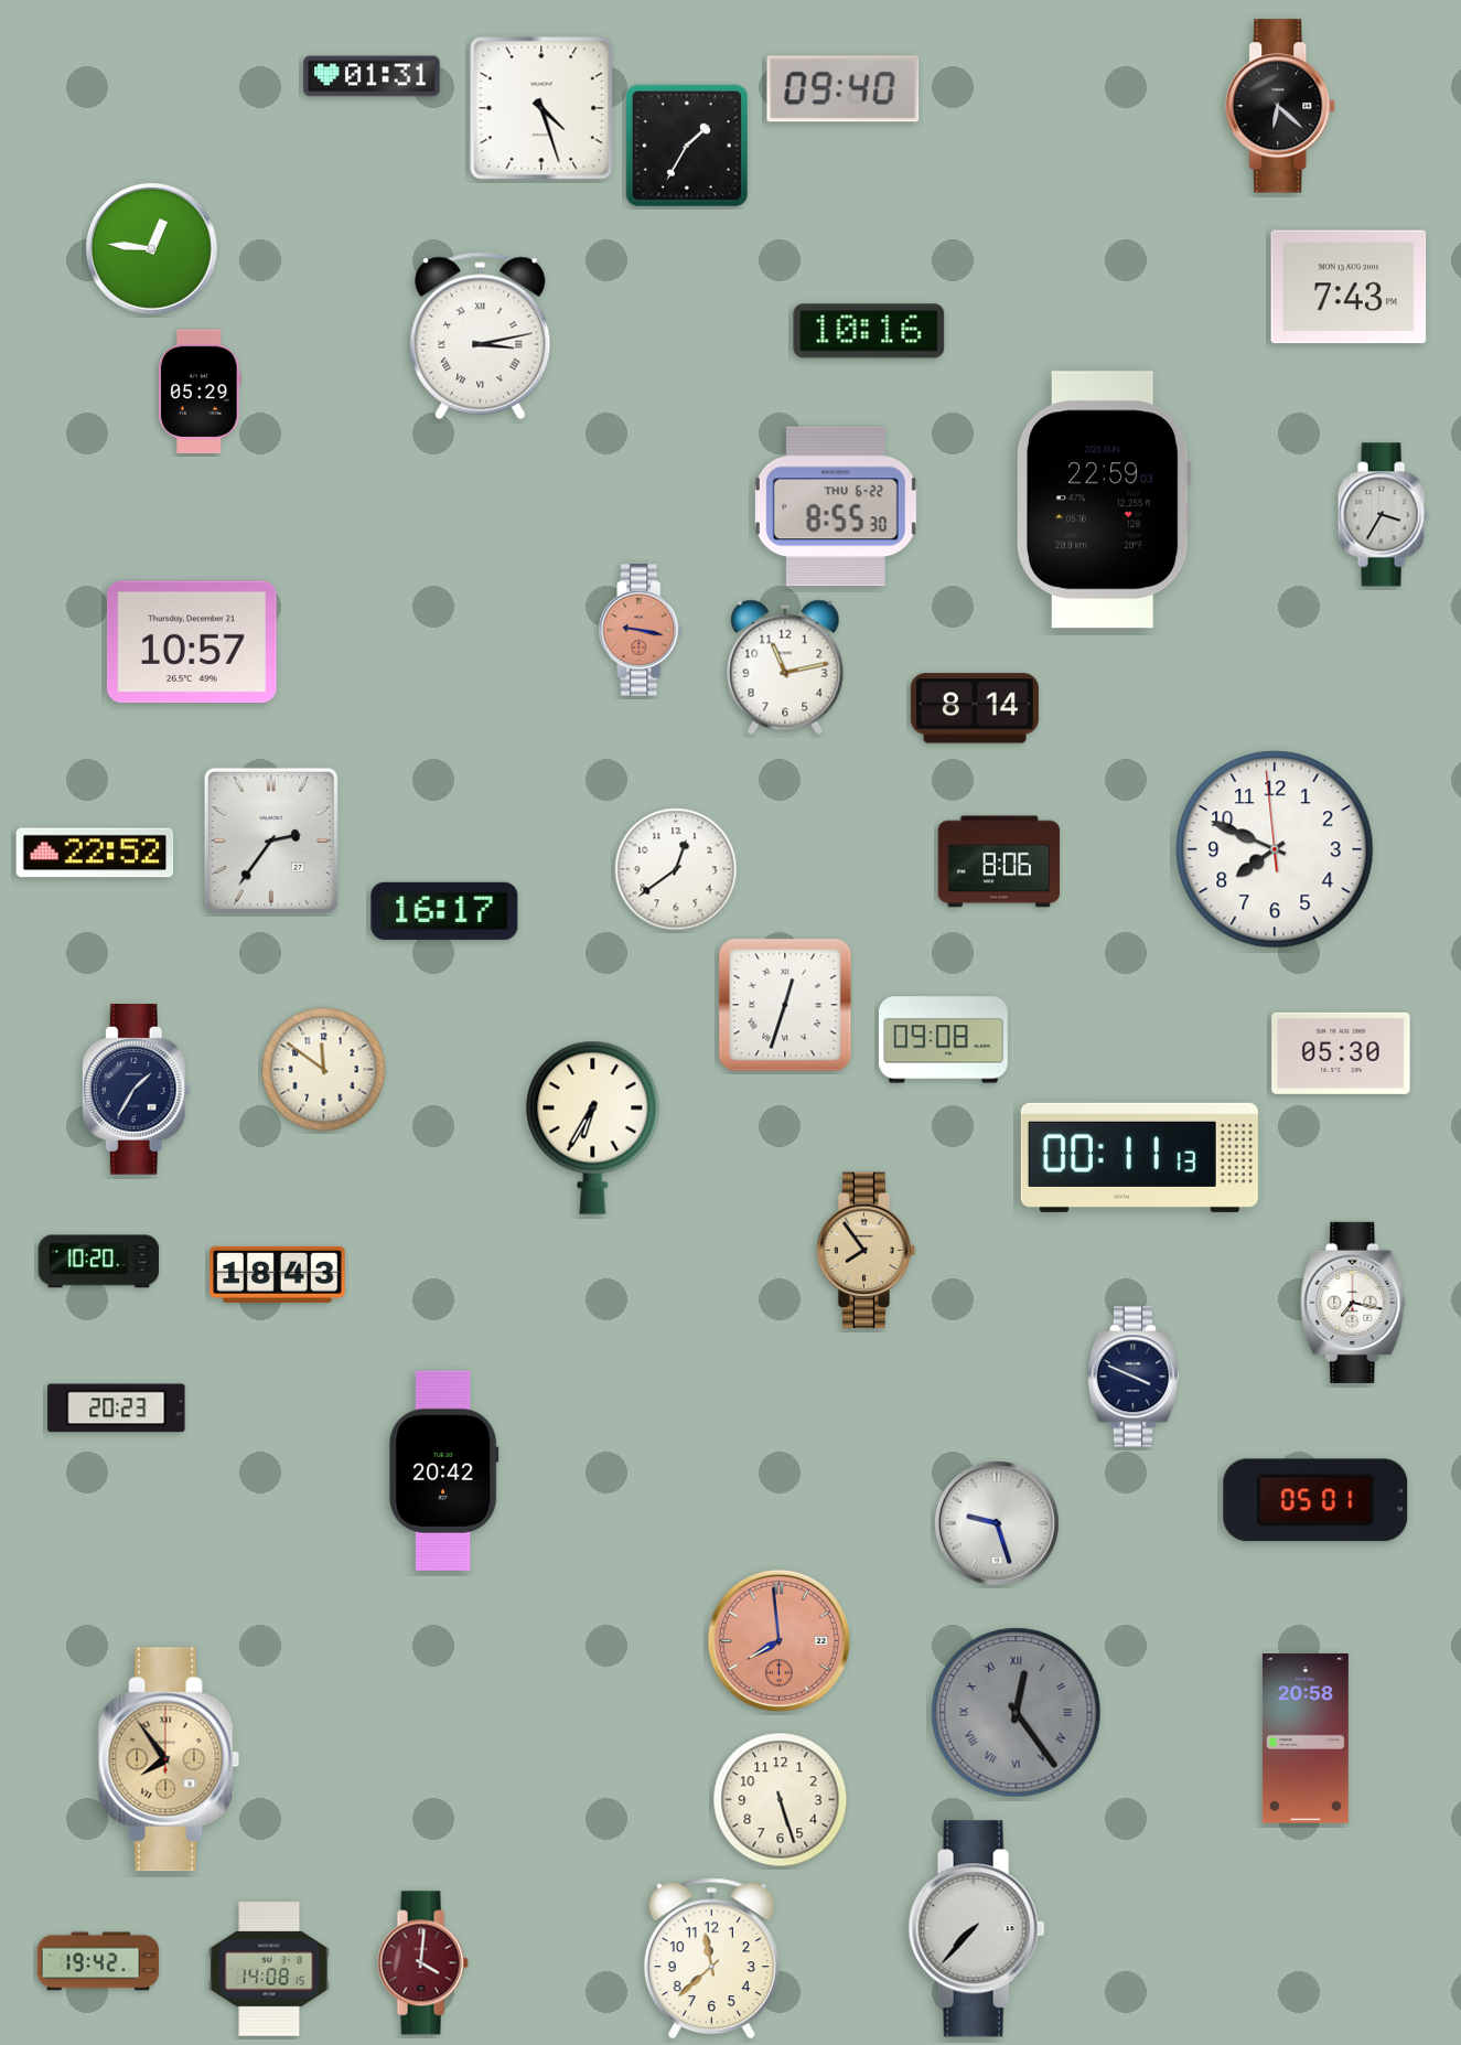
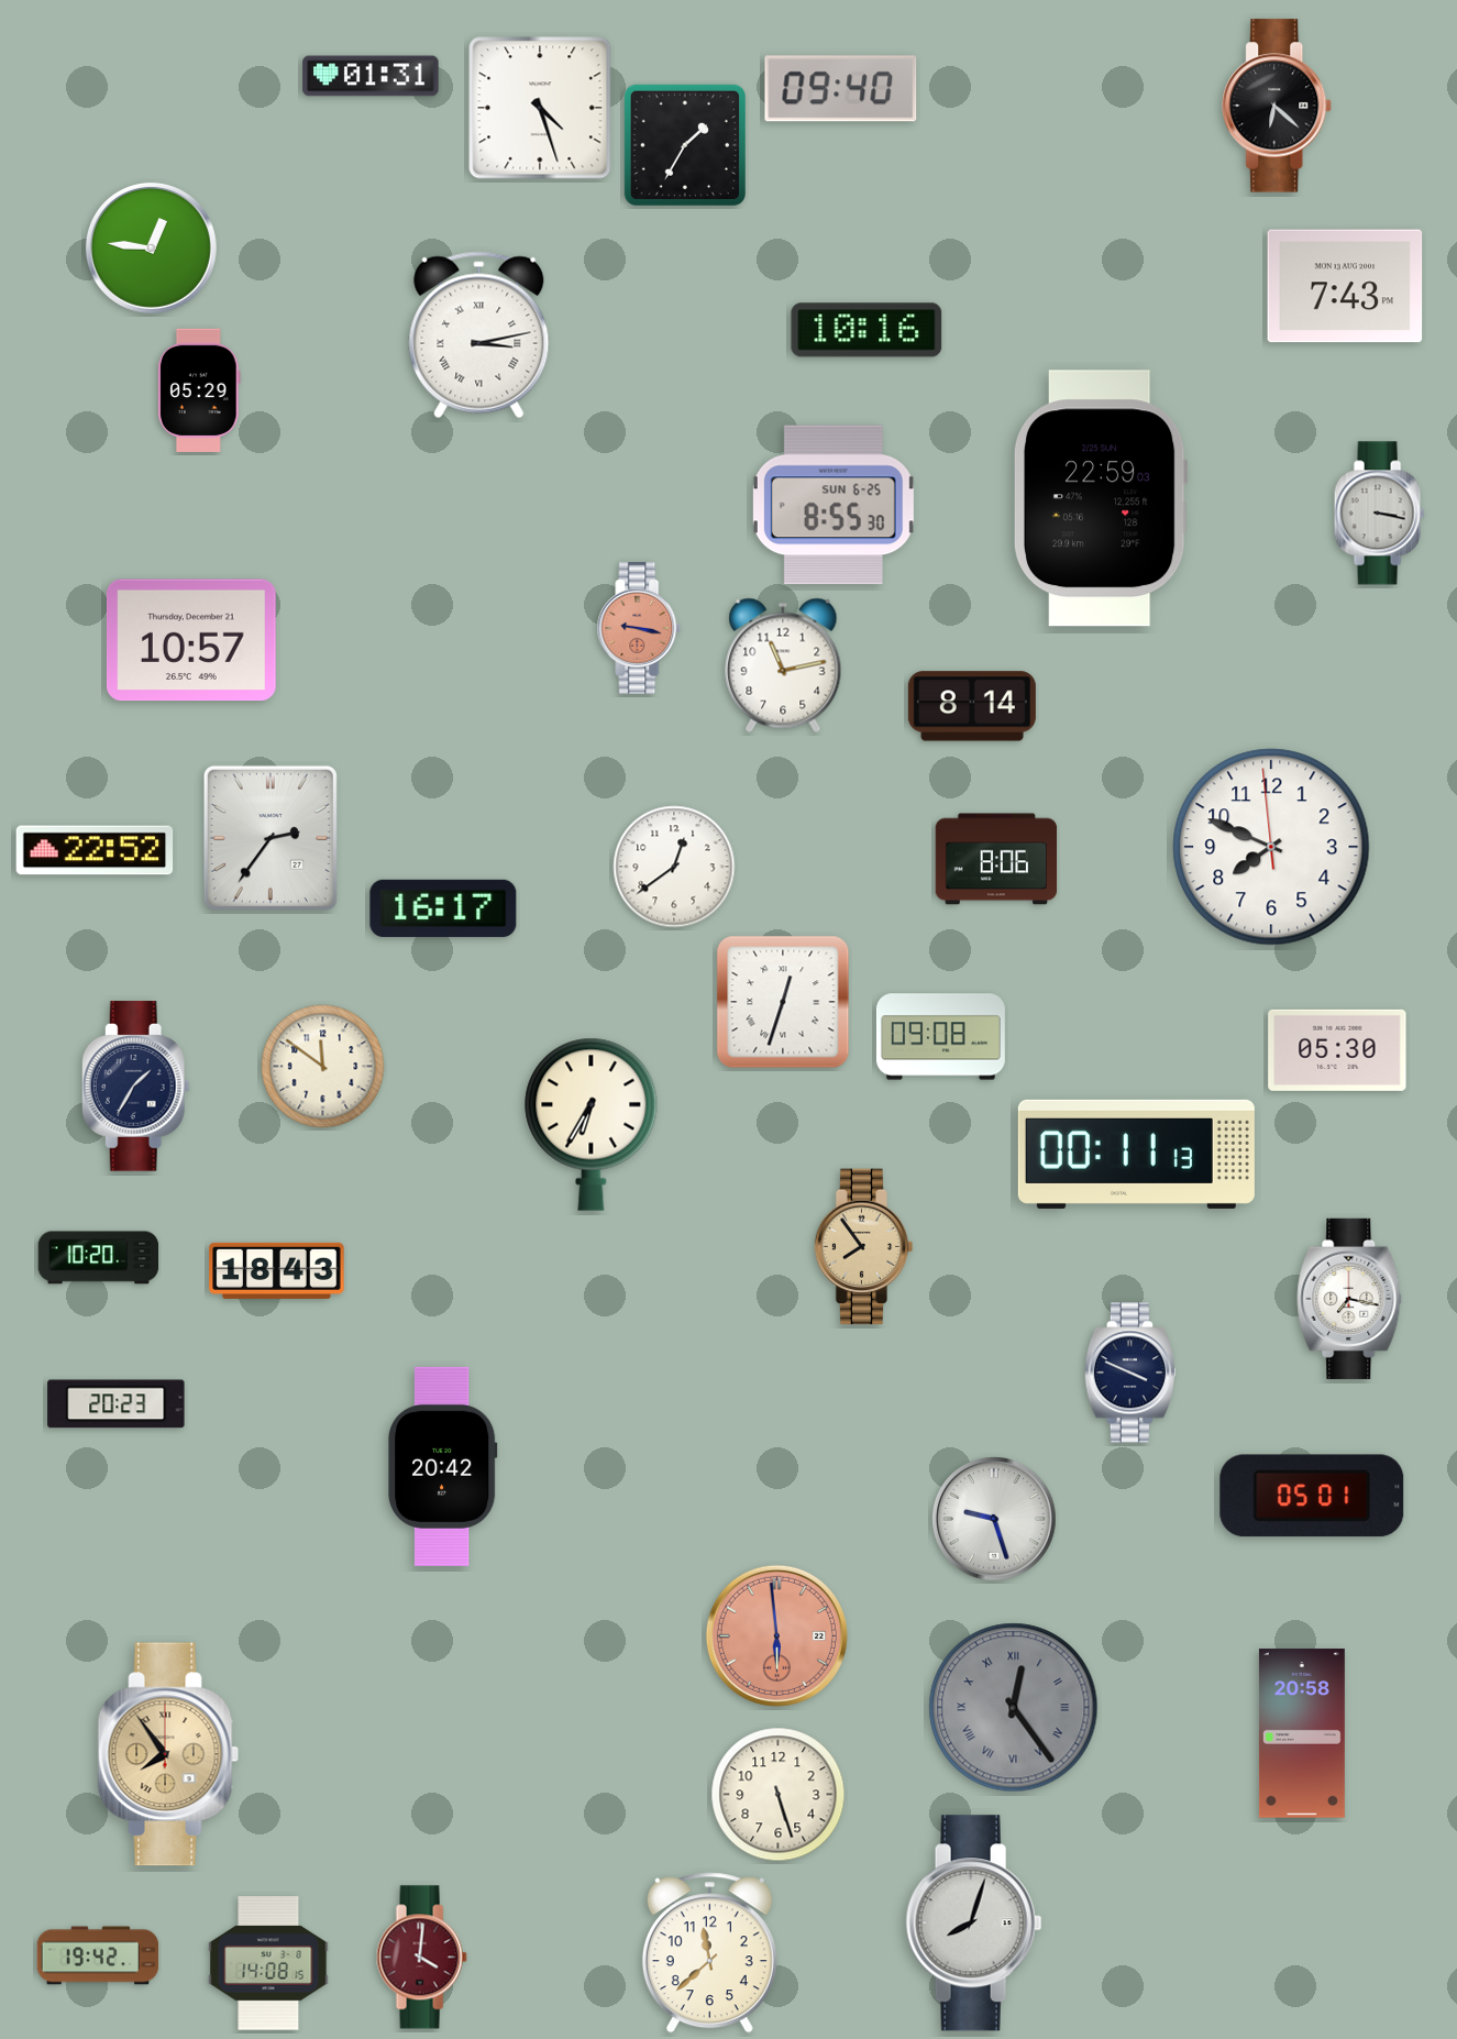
clock at (836, 506) date: THU 6-22 -> SUN 6-25
clock at (1383, 515): 3:35 -> 3:17
clock at (778, 1640): 7:59 -> 5:59
clock at (977, 1929): 7:37 -> 8:03
